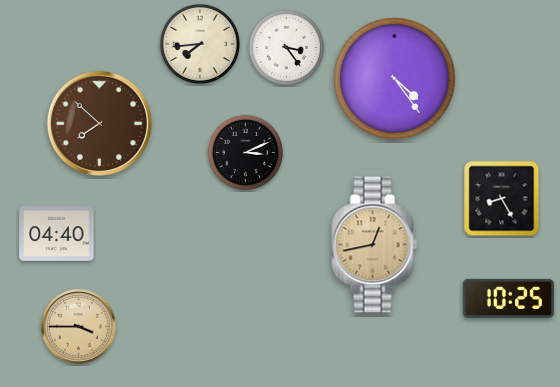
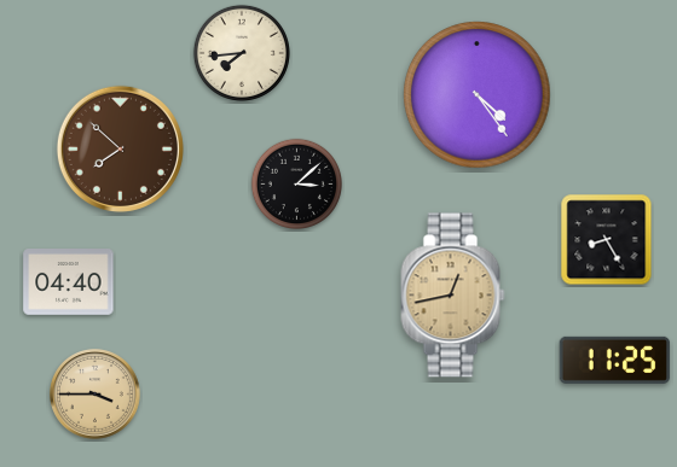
clock at (286, 47): 3:24 -> none
clock at (245, 152): 3:11 -> 3:08
clock at (509, 298): 10:25 -> 11:25
